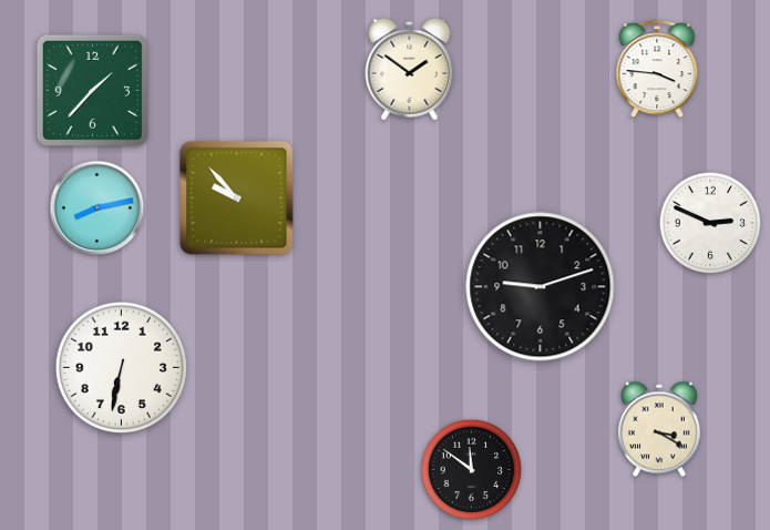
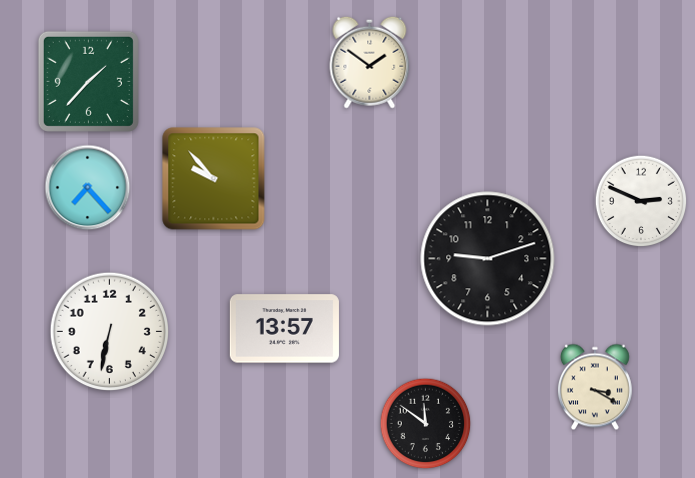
clock at (657, 70): 3:46 -> none
clock at (92, 90) position: (92, 90) -> (88, 81)
clock at (97, 208): 8:13 -> 7:23
clock at (284, 329): none -> 13:57
